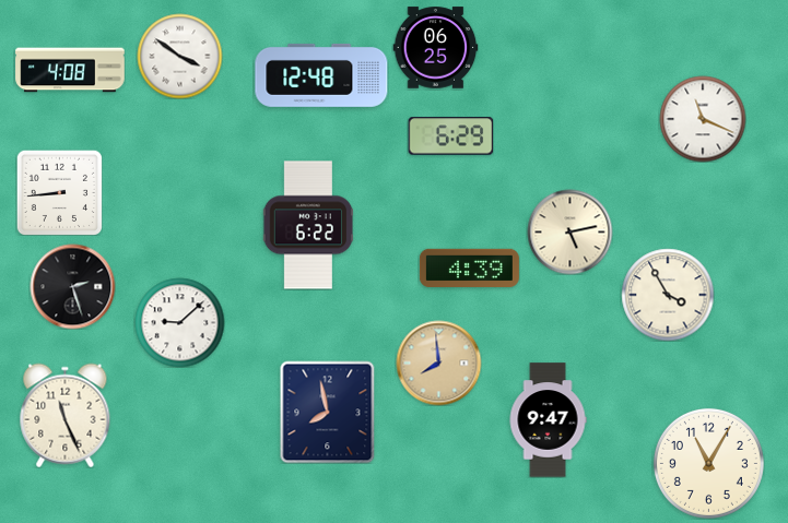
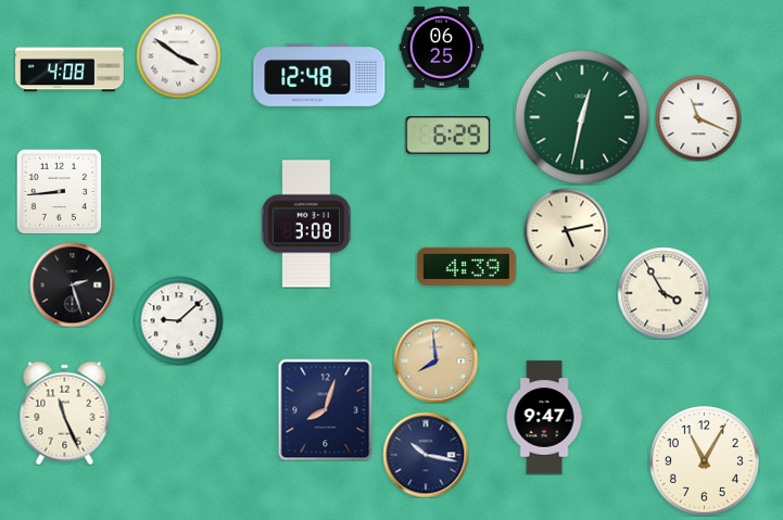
clock at (435, 48) position: (435, 48) -> (441, 48)
clock at (582, 117): none -> 12:32
clock at (308, 225): 6:22 -> 3:08
clock at (328, 412): 7:58 -> 8:03
clock at (426, 455): none -> 10:17
